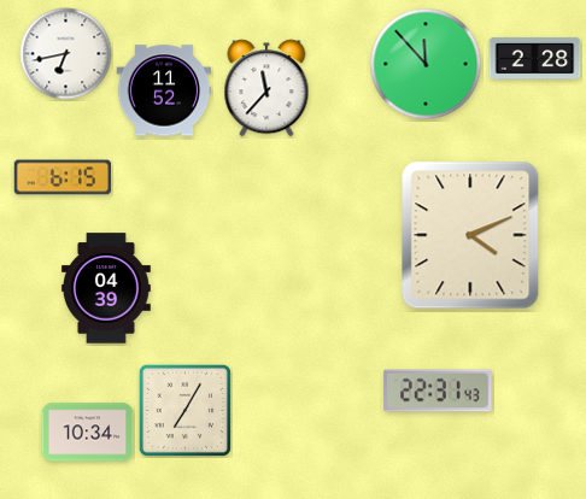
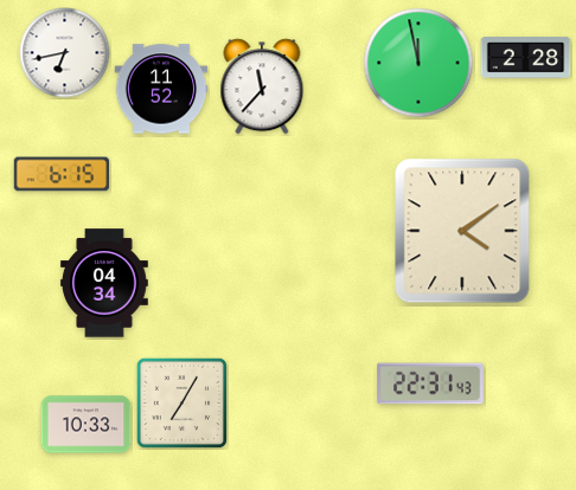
clock at (426, 64): 11:53 -> 11:58
clock at (470, 235): 4:11 -> 4:09
clock at (106, 288): 04:39 -> 04:34
clock at (88, 433): 10:34 -> 10:33
